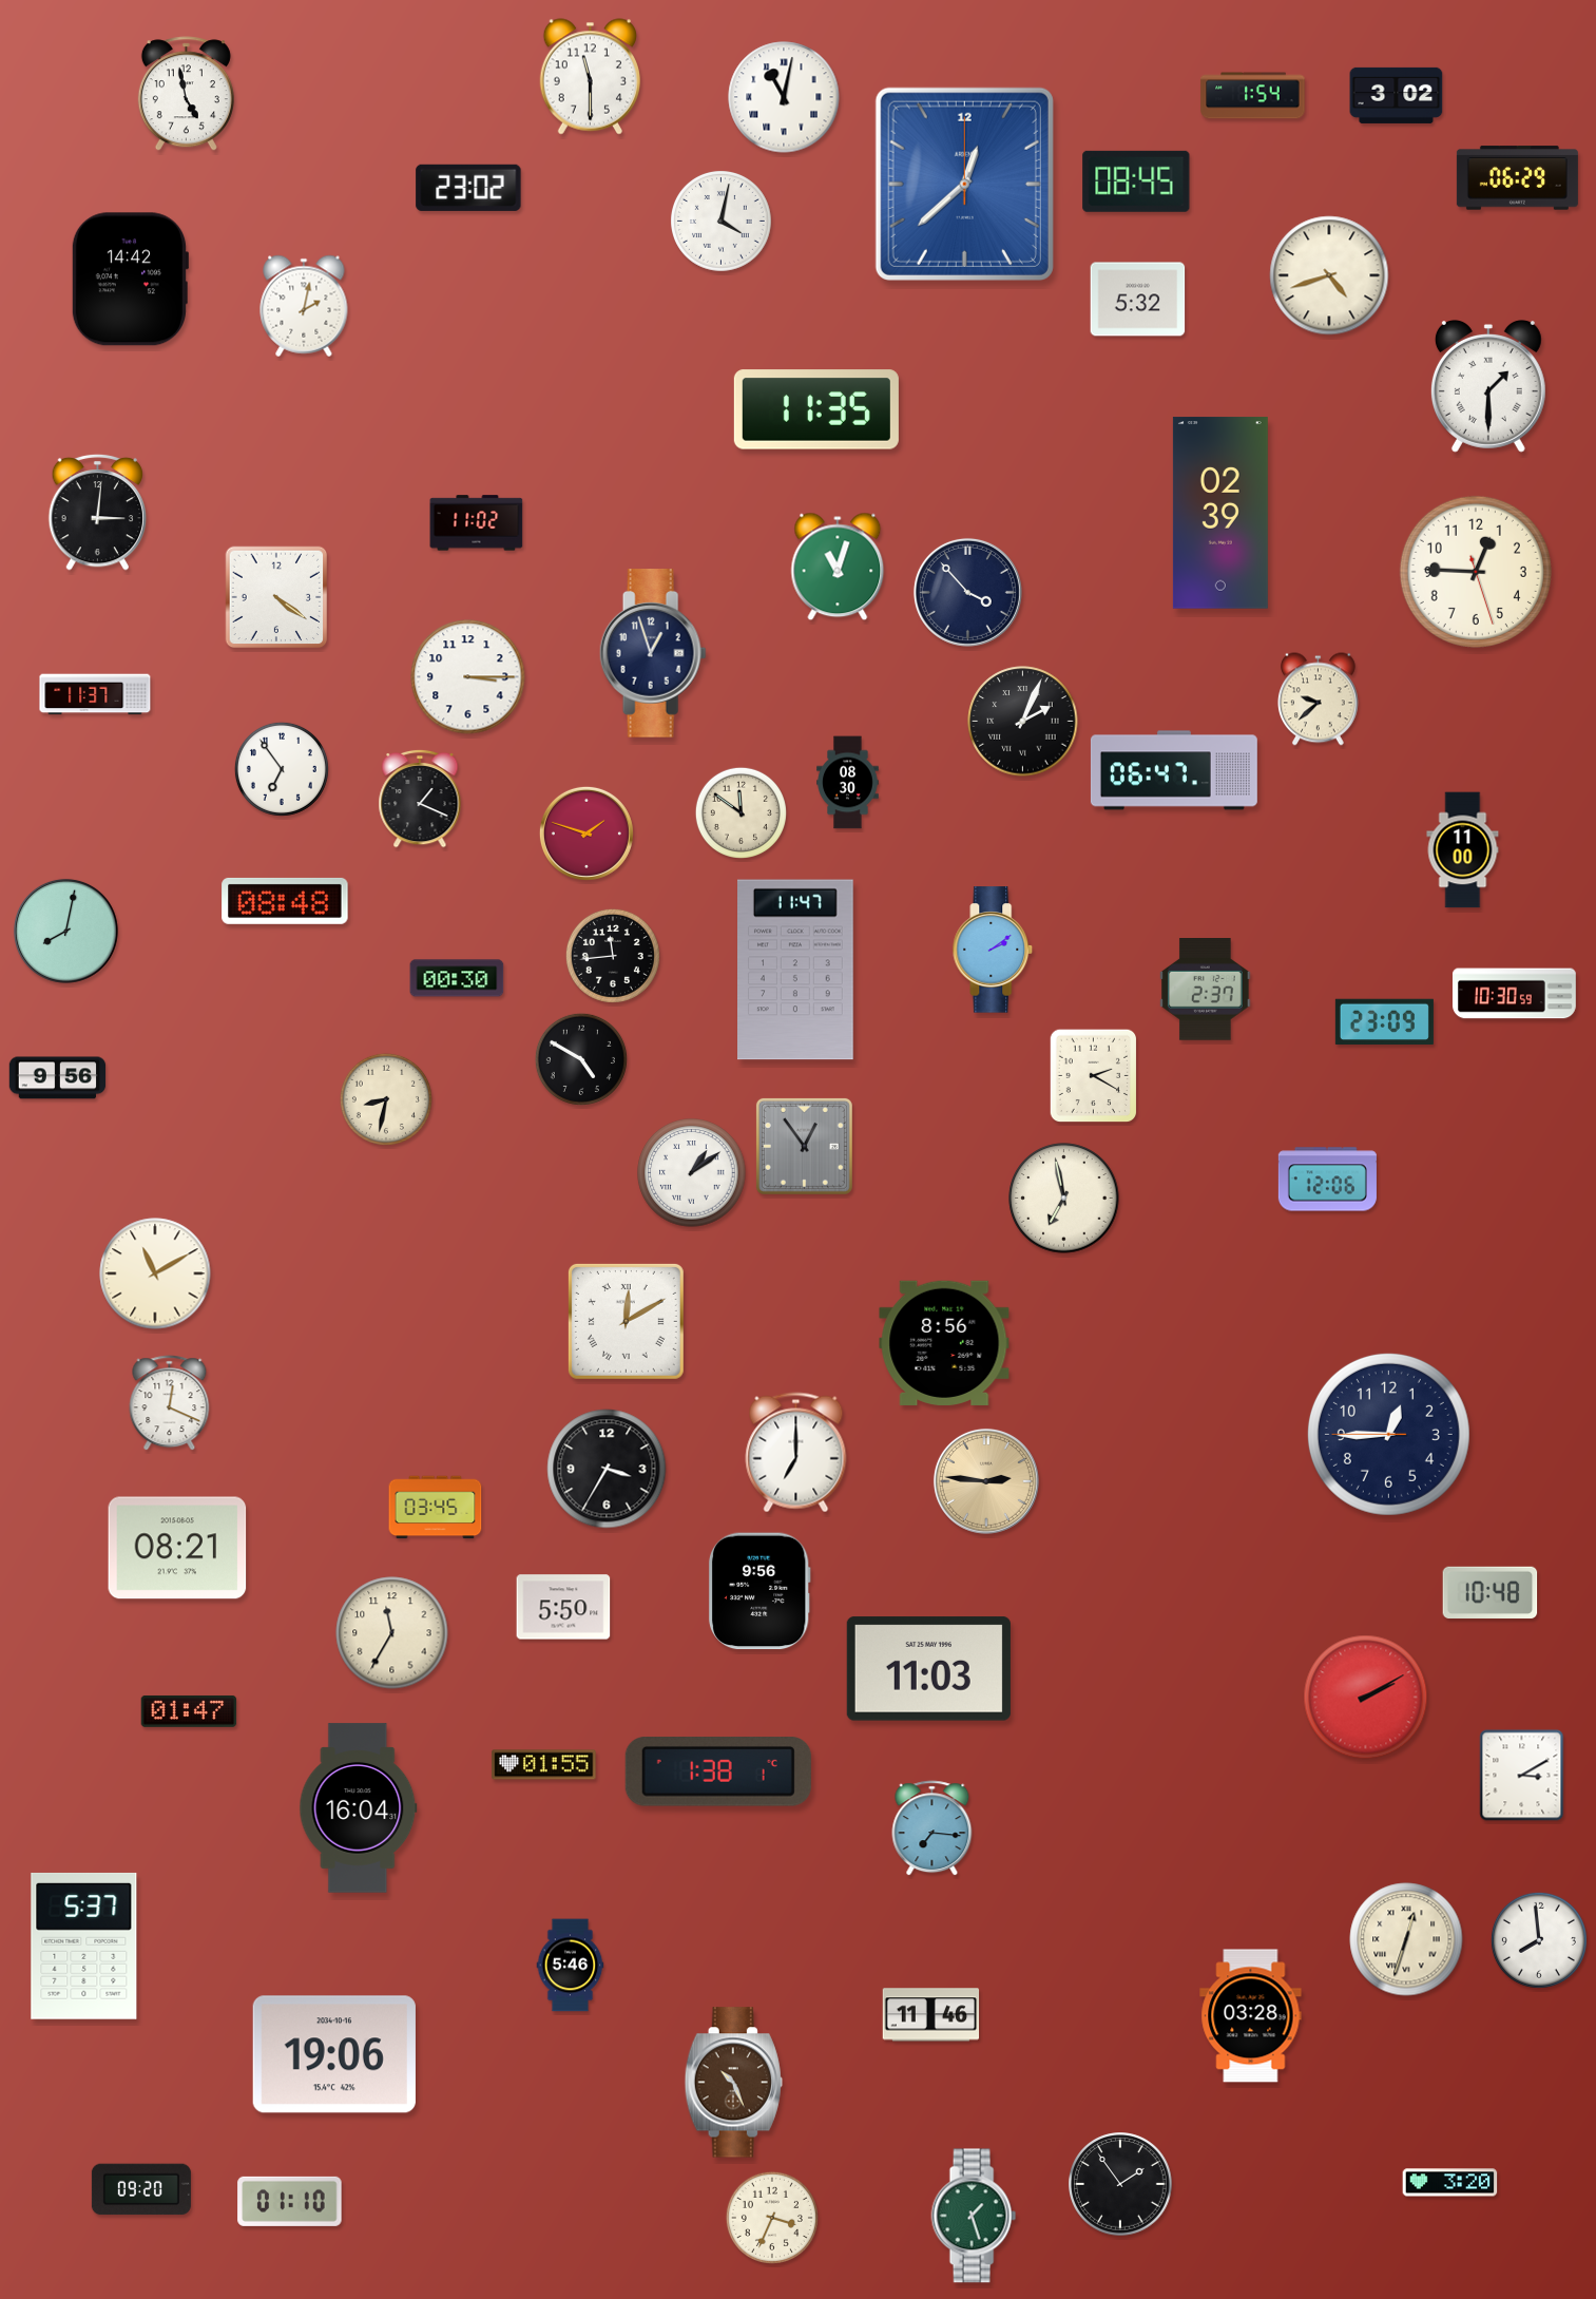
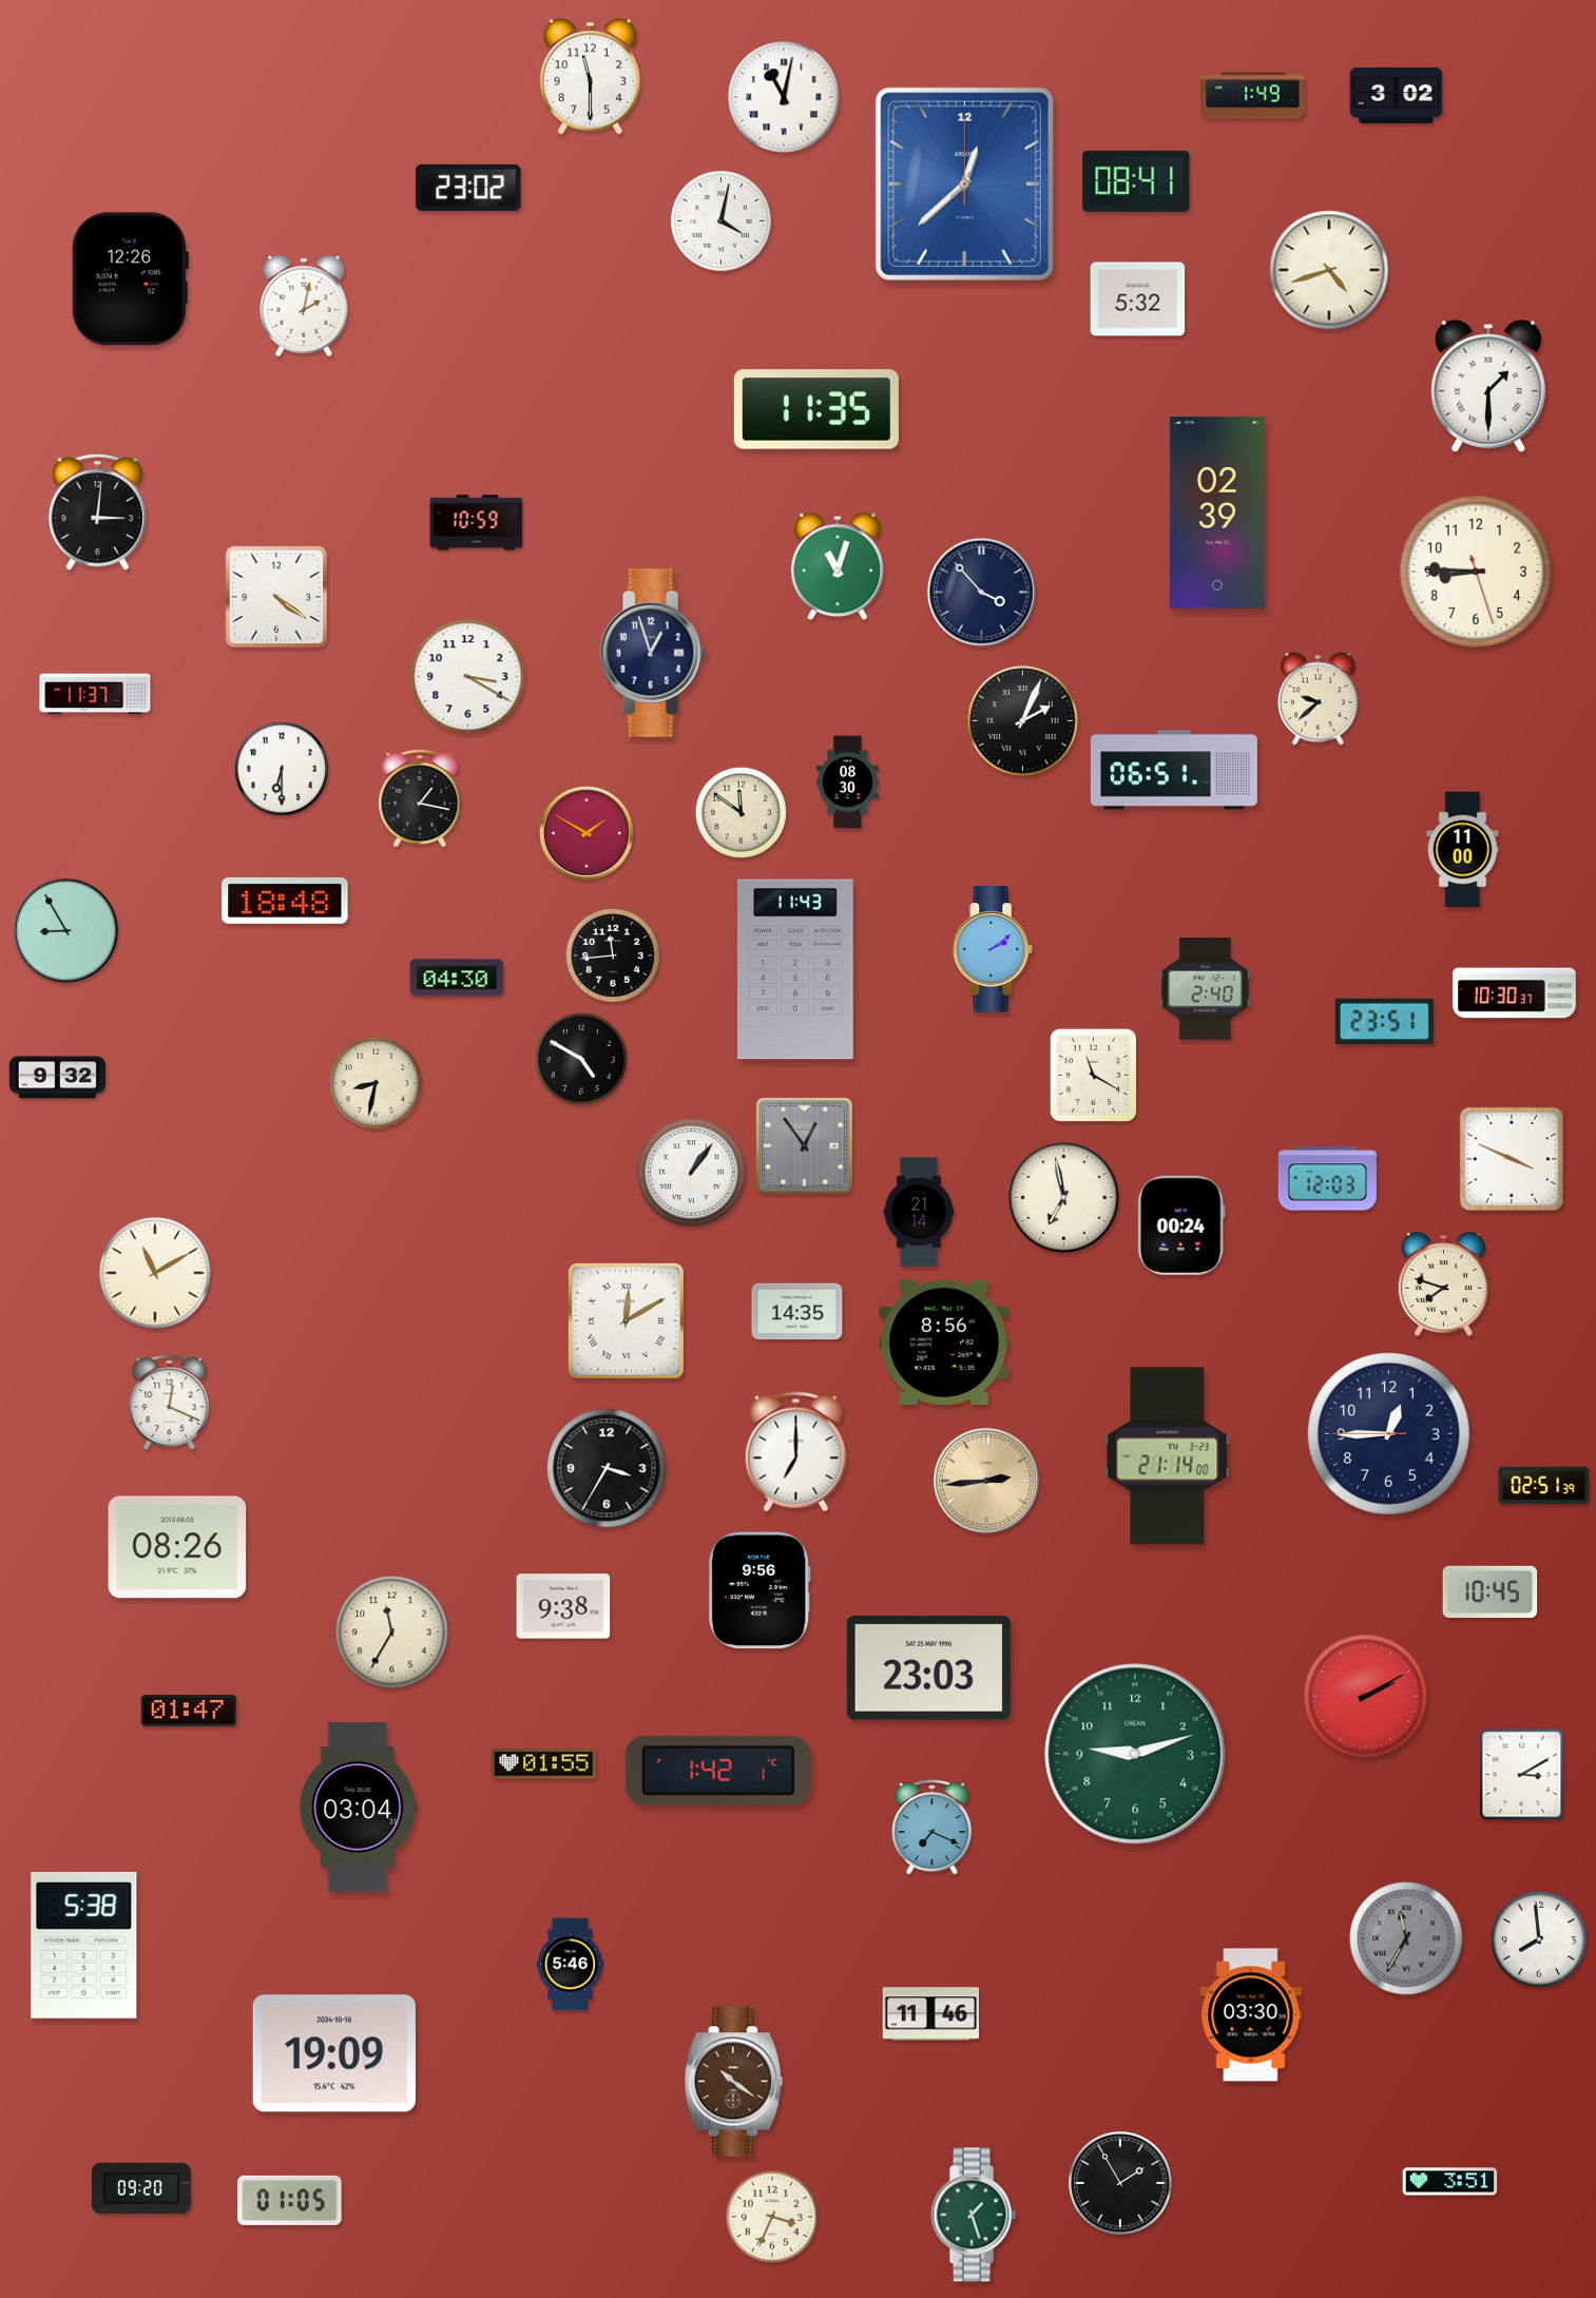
clock at (186, 94): 4:58 -> none
clock at (1253, 96): 1:54 -> 1:49
clock at (1517, 178): 06:29 -> none
clock at (1136, 181): 08:45 -> 08:41
clock at (1329, 275) position: (1329, 275) -> (1329, 270)
clock at (130, 280): 14:42 -> 12:26
clock at (1220, 513) position: (1220, 513) -> (1217, 513)
clock at (477, 523): 11:02 -> 10:59
clock at (1476, 572): 12:45 -> 8:45
clock at (967, 592) position: (967, 592) -> (981, 592)
clock at (468, 677): 3:15 -> 3:20
clock at (282, 769): 6:54 -> 6:30
clock at (1174, 770): 06:47 -> 06:51
clock at (420, 799): 1:19 -> 1:17
clock at (587, 834): 1:48 -> 1:50
clock at (285, 901): 08:48 -> 18:48
clock at (65, 931): 8:02 -> 8:55
clock at (796, 970): 11:47 -> 11:43
clock at (457, 978): 00:30 -> 04:30
clock at (1206, 990): 2:37 -> 2:40
clock at (1515, 994): 10:30:59 -> 10:30:37
clock at (1384, 1022): 23:09 -> 23:51
clock at (1094, 1076): 2:20 -> 11:20
clock at (58, 1078): 9:56 -> 9:32
clock at (386, 1099) position: (386, 1099) -> (376, 1083)
clock at (1512, 1159): none -> 3:49
clock at (692, 1173): 1:09 -> 1:06
clock at (1327, 1180): 12:06 -> 12:03
clock at (919, 1212): none -> 21:14
clock at (1181, 1225): none -> 00:24
clock at (1443, 1283): none -> 7:48
clock at (797, 1312): none -> 14:35
clock at (1168, 1456): none -> 21:14
clock at (986, 1481): 2:46 -> 2:44
clock at (1544, 1486): none -> 02:51
clock at (436, 1508): 03:45 -> none
clock at (177, 1548): 08:21 -> 08:26
clock at (1491, 1593): 10:48 -> 10:45
clock at (563, 1607): 5:50 -> 9:38
clock at (928, 1669): 11:03 -> 23:03
clock at (1135, 1754): none -> 9:12
clock at (718, 1771): 1:38 -> 1:42
clock at (359, 1808): 16:04 -> 03:04
clock at (932, 1828): 7:16 -> 7:19
clock at (1406, 1939): 12:33 -> 11:35
clock at (1406, 1939) dial: cream -> grey
clock at (84, 1946): 5:37 -> 5:38
clock at (1251, 2016): 03:28 -> 03:30
clock at (334, 2054): 19:06 -> 19:09
clock at (733, 2083): 10:26 -> 10:21
clock at (1450, 2183): 3:20 -> 3:51
clock at (1120, 2184): 1:54 -> 1:55
clock at (290, 2201): 01:10 -> 01:05
